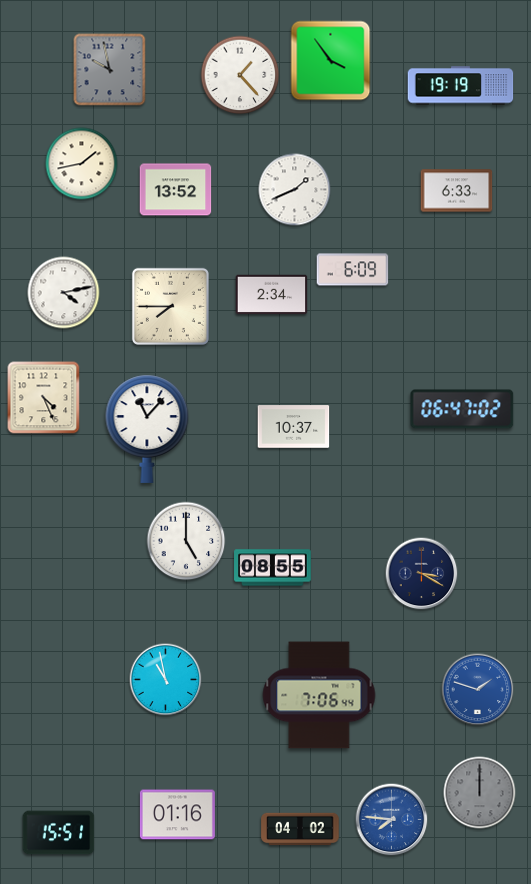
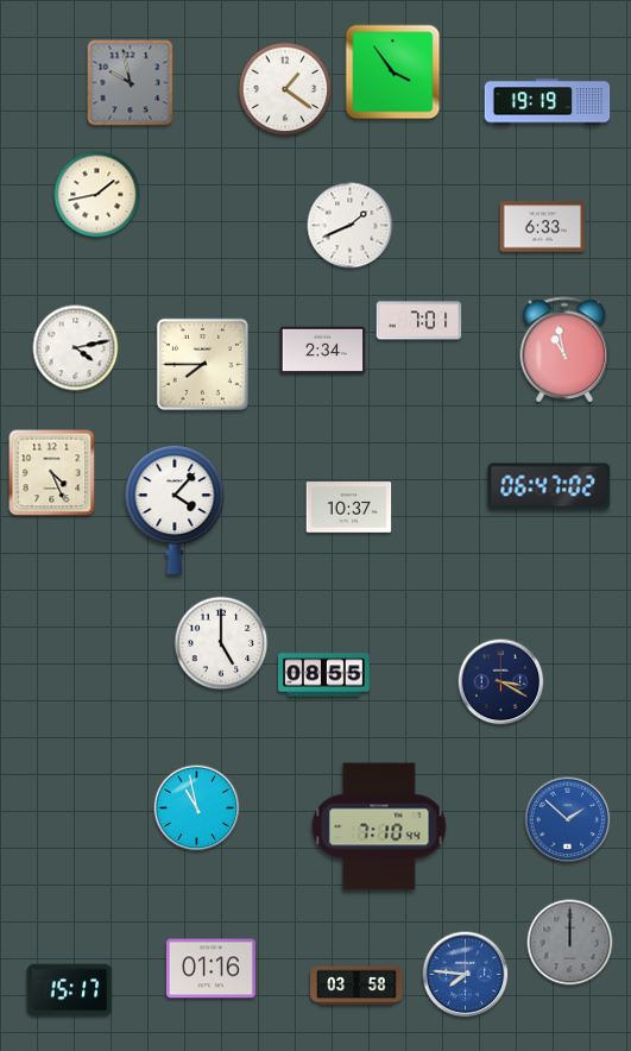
clock at (240, 75): 1:23 -> 1:21
clock at (176, 190): 13:52 -> none
clock at (353, 270): 6:09 -> 7:01
clock at (564, 350): none -> 10:58
clock at (147, 429): 11:07 -> 4:07
clock at (478, 690): 1:48 -> 1:52
clock at (319, 695): 7:06 -> 7:10
clock at (300, 829): 04:02 -> 03:58
clock at (59, 833): 15:51 -> 15:17
